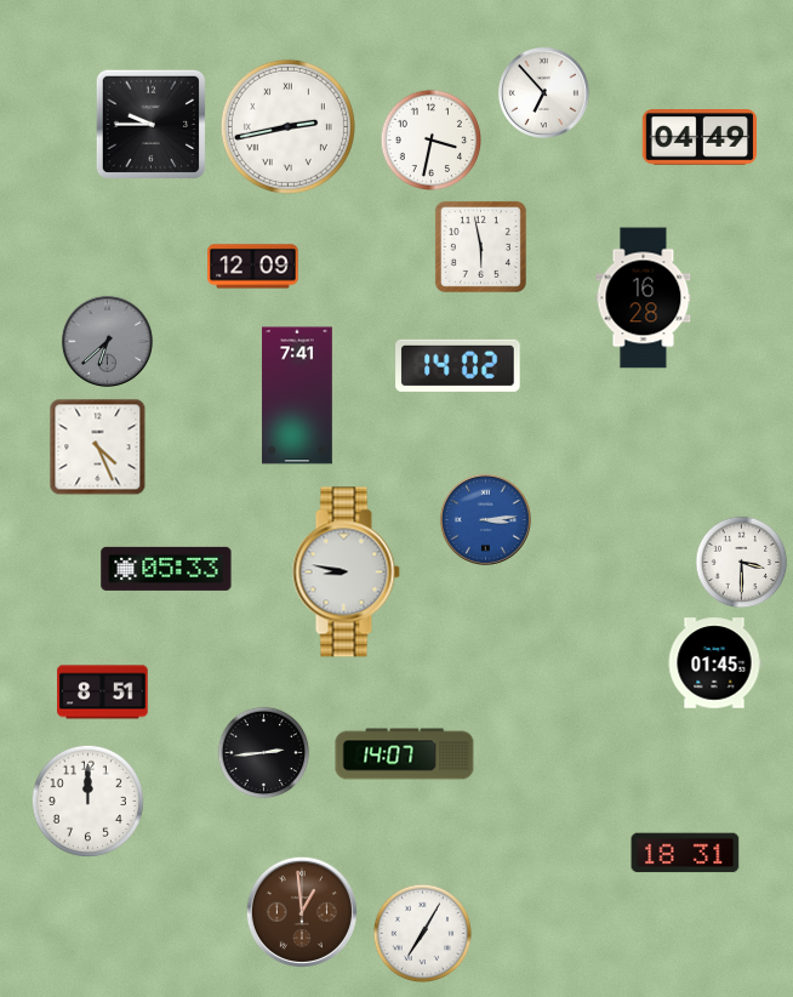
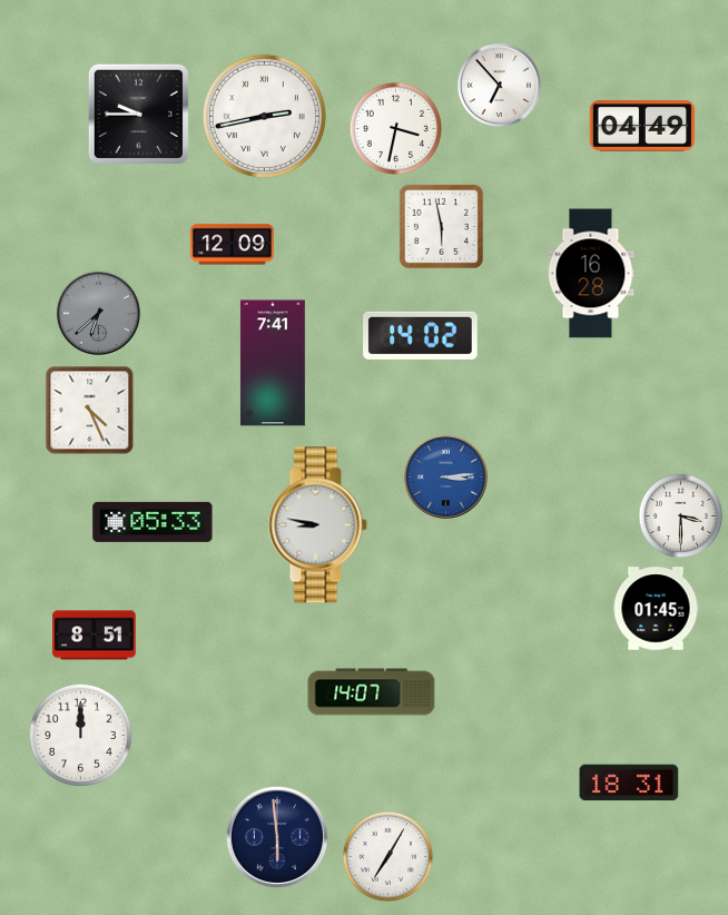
clock at (264, 753): 2:44 -> none
clock at (301, 911): 12:59 -> 5:59
clock at (301, 911) dial: brown -> navy
